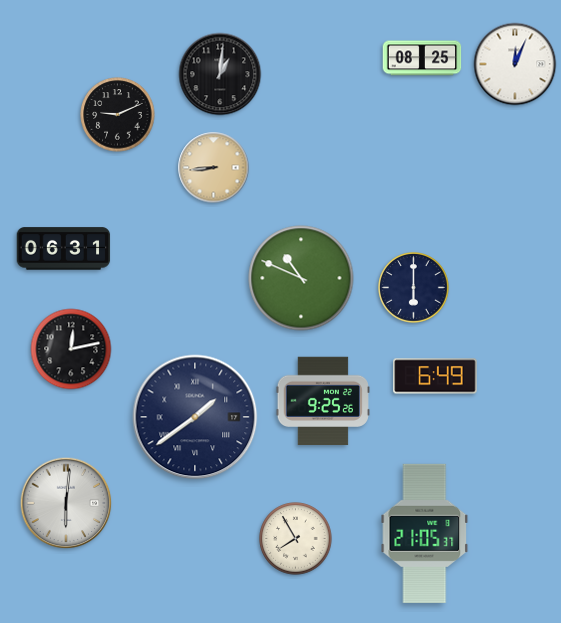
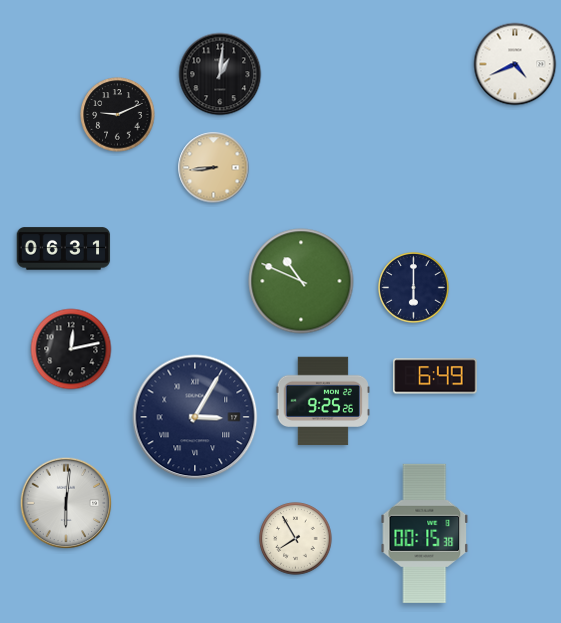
clock at (422, 58): 08:25 -> none
clock at (515, 64): 12:04 -> 4:41
clock at (301, 278) position: (301, 278) -> (301, 281)
clock at (195, 417): 1:39 -> 3:05
clock at (425, 533): 21:05 -> 00:15
